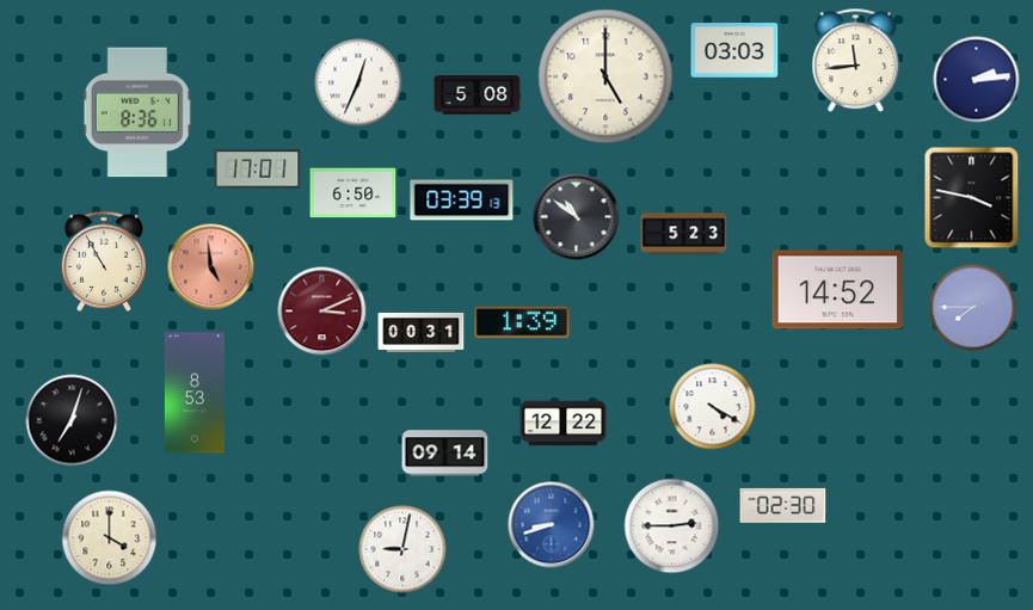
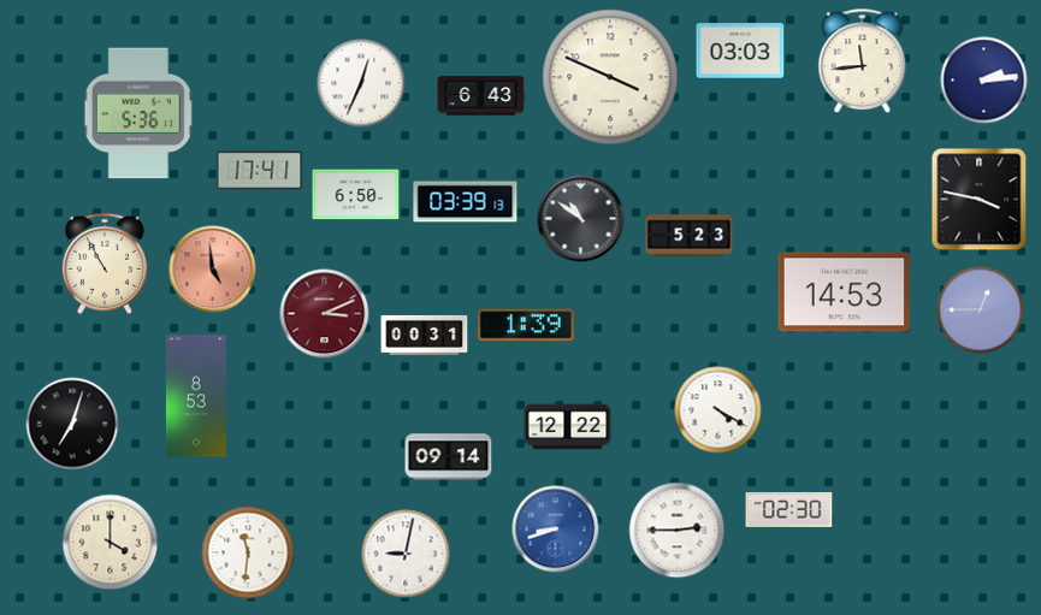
clock at (605, 76): 5:00 -> 3:49
clock at (478, 95): 5:08 -> 6:43
clock at (137, 112): 8:36 -> 5:36
clock at (258, 170): 17:01 -> 17:41
clock at (838, 290): 14:52 -> 14:53
clock at (973, 308): 7:45 -> 12:45
clock at (248, 552): none -> 11:31
